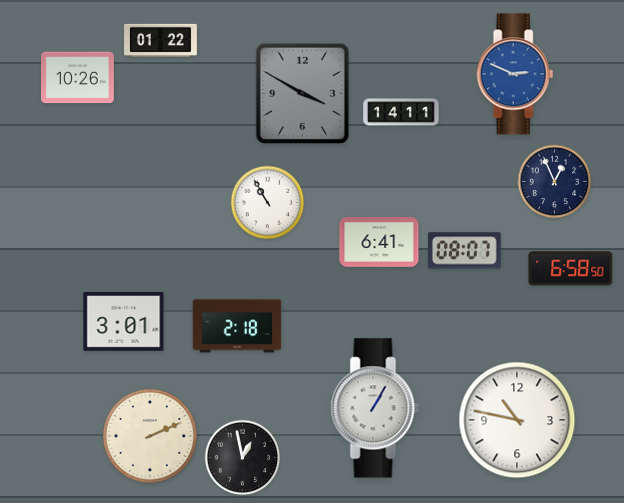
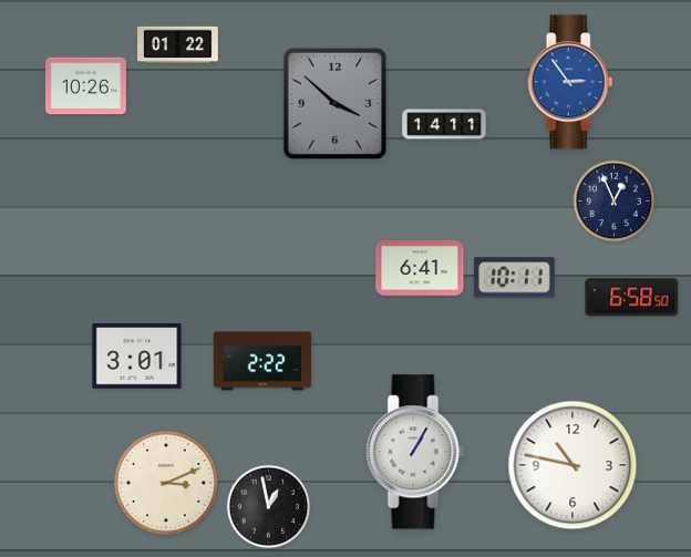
clock at (515, 74): 2:49 -> 2:54
clock at (302, 93): 3:50 -> 3:52
clock at (268, 203): 10:55 -> none
clock at (464, 251): 08:07 -> 10:11
clock at (237, 326): 2:18 -> 2:22
clock at (150, 436): 2:11 -> 3:11
